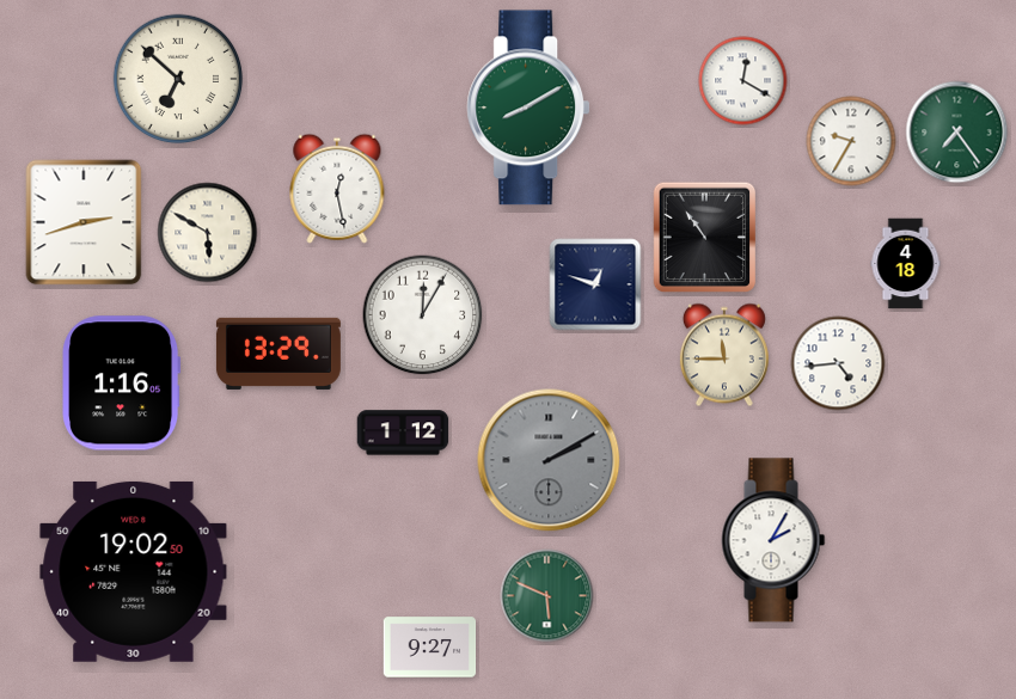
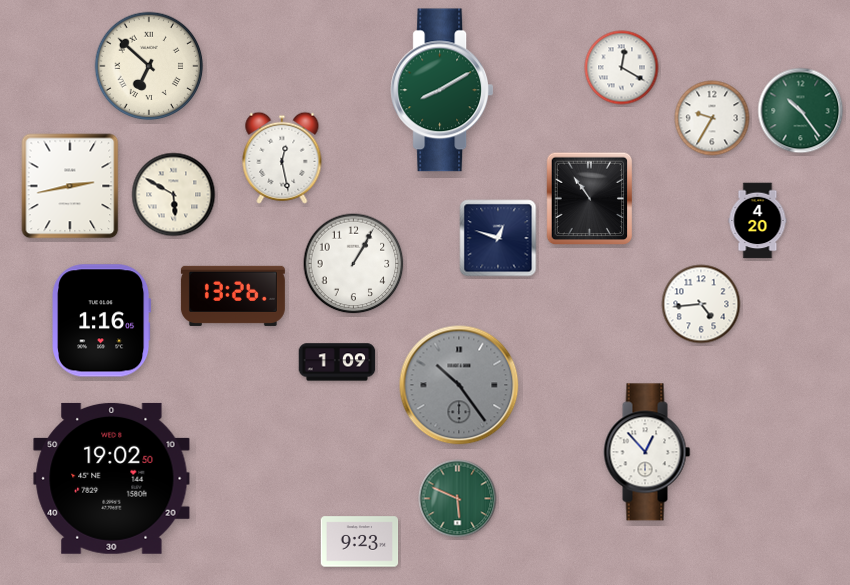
clock at (957, 133): 7:24 -> 10:24
clock at (84, 222): 2:42 -> 2:43
clock at (906, 264): 4:18 -> 4:20
clock at (423, 315): 12:05 -> 1:05
clock at (279, 354): 13:29 -> 13:26
clock at (724, 355): 11:45 -> none
clock at (403, 433): 1:12 -> 1:09
clock at (549, 460): 2:10 -> 10:24
clock at (773, 540): 2:05 -> 12:53
clock at (430, 648): 9:27 -> 9:23
